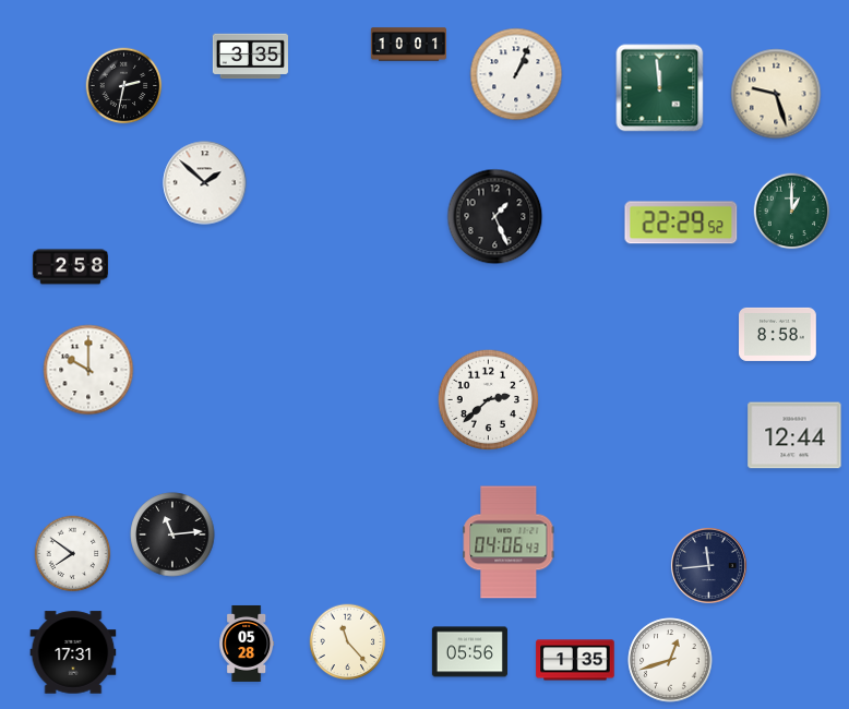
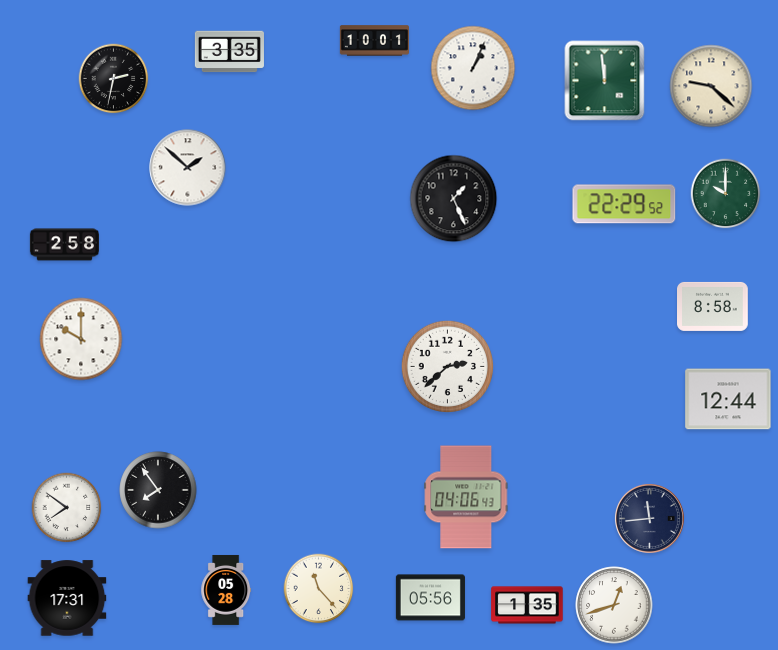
clock at (776, 94): 9:27 -> 9:22
clock at (792, 212): 1:00 -> 10:00
clock at (172, 534): 11:14 -> 7:54
